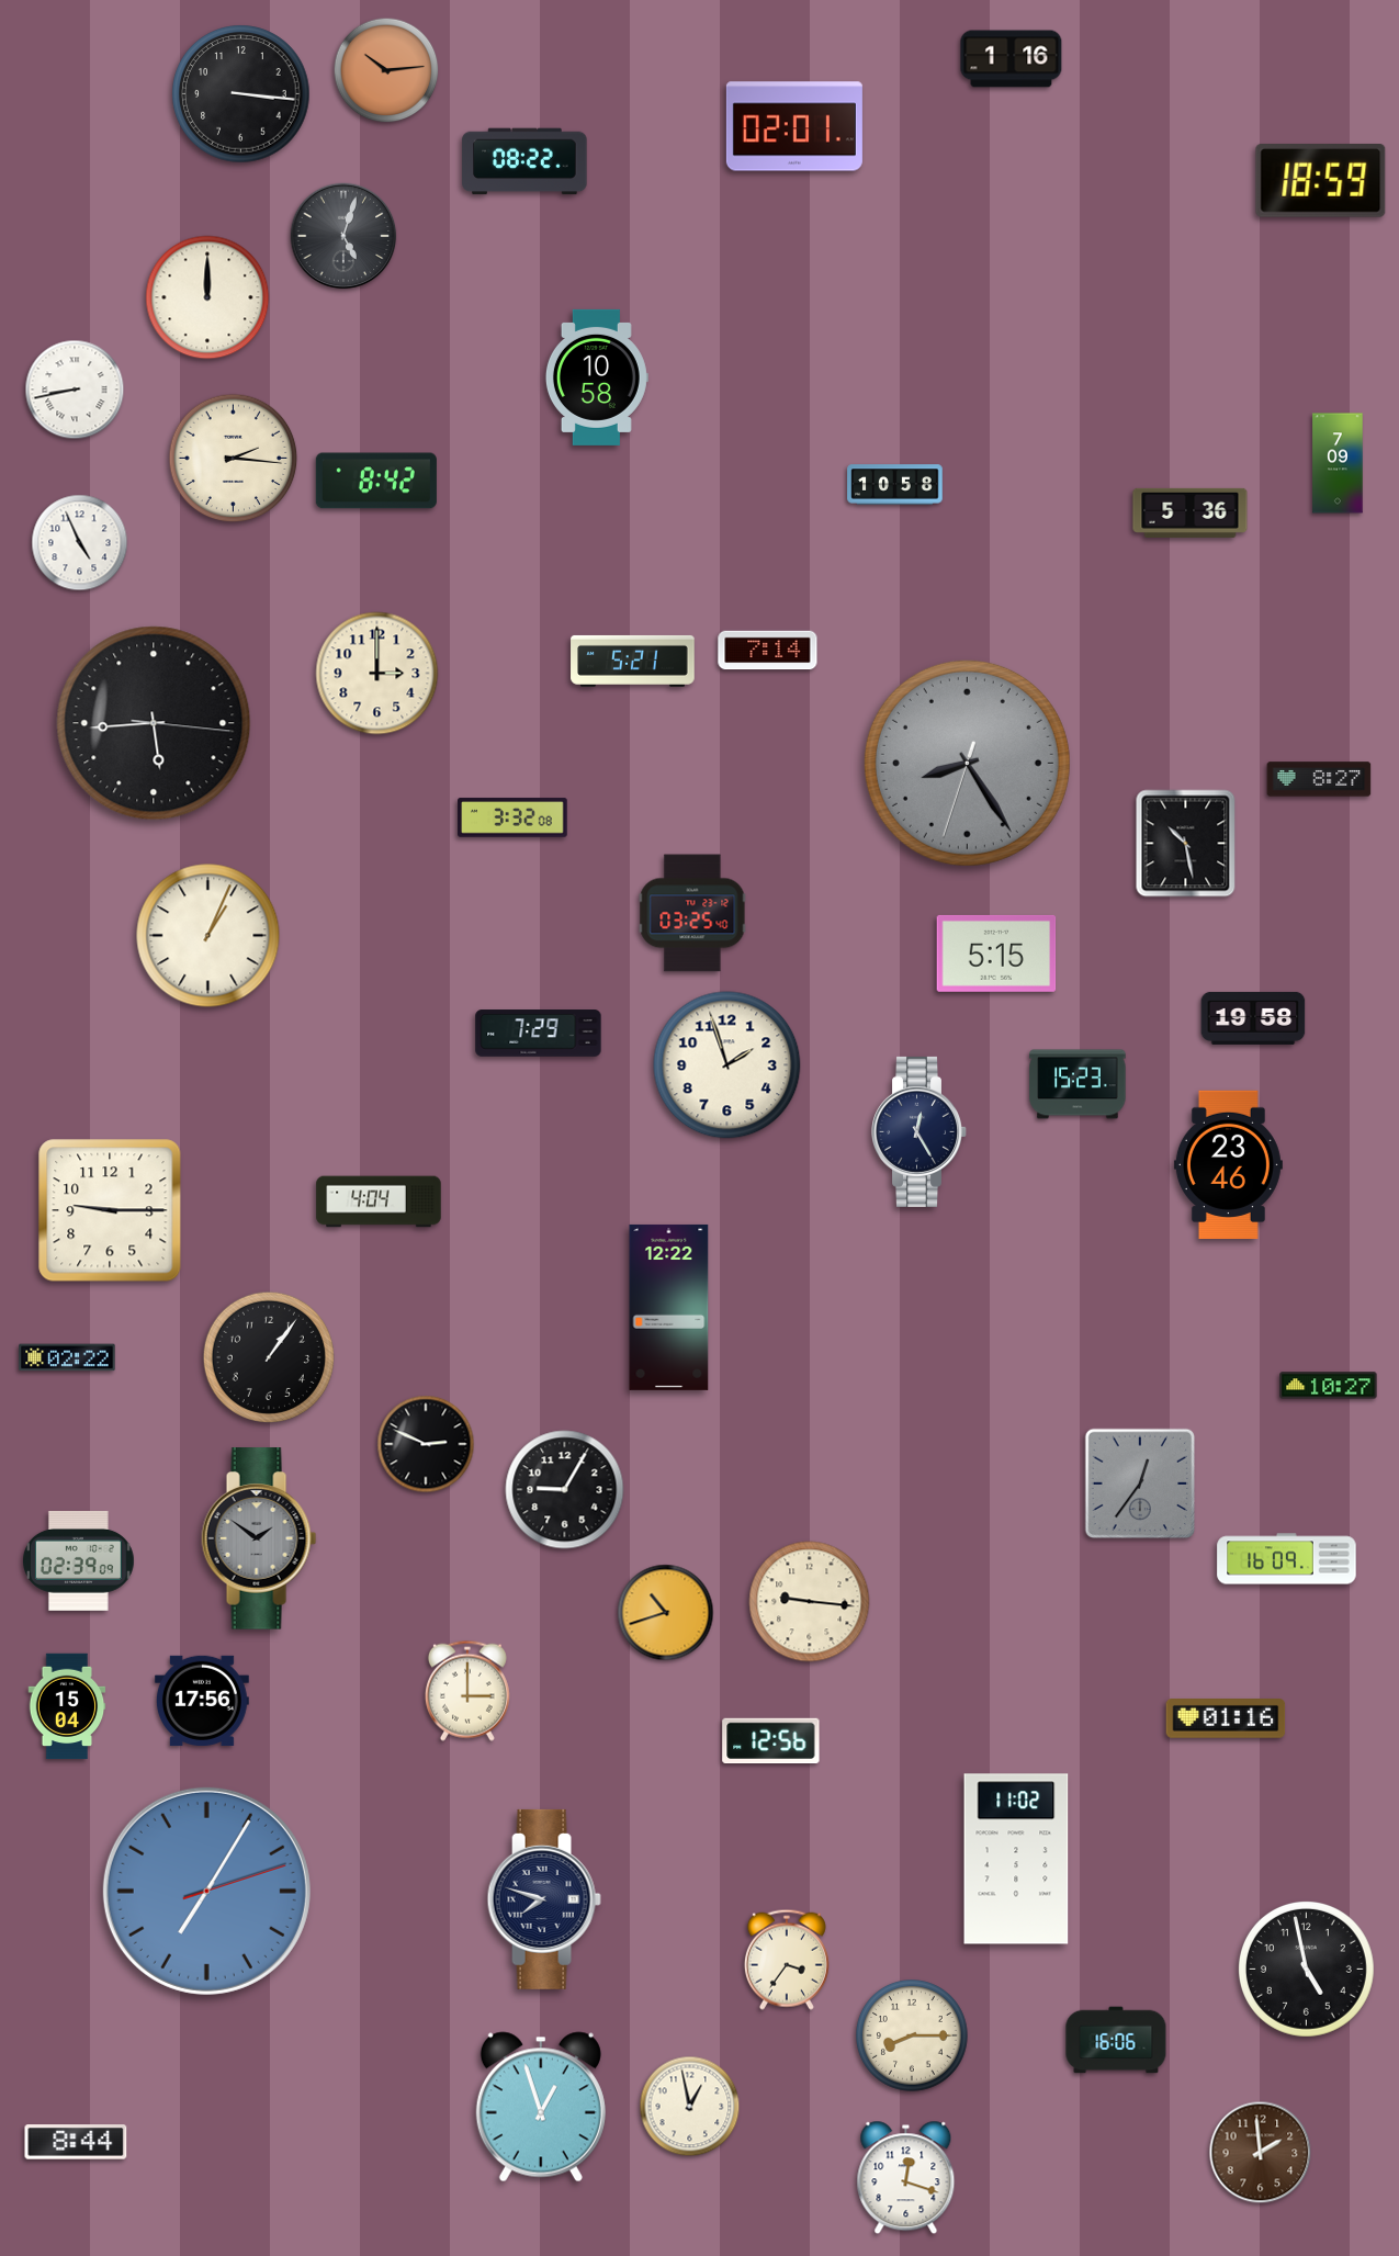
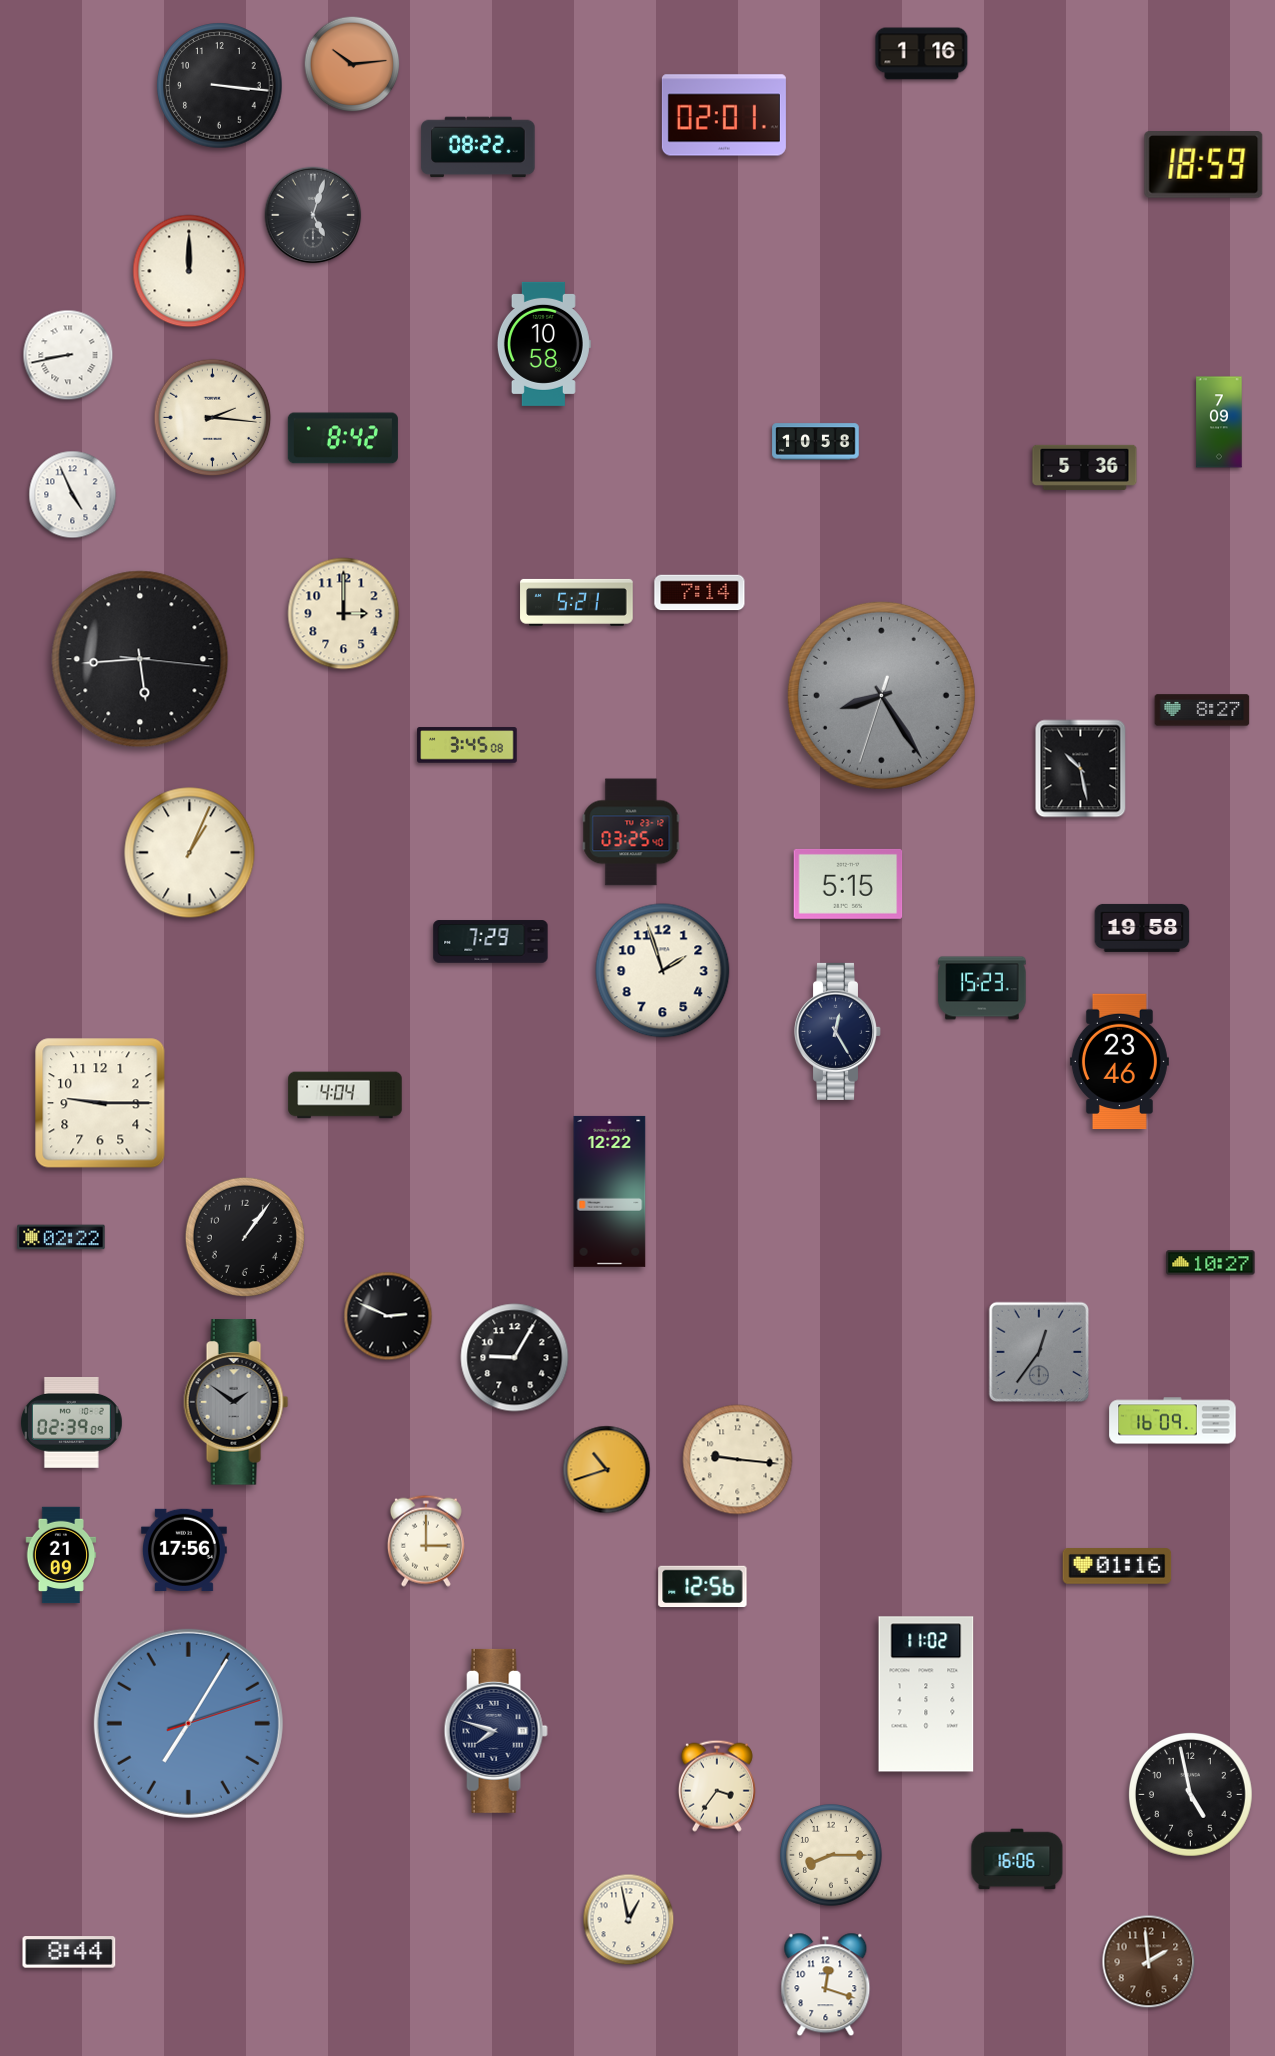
clock at (512, 817): 3:32 -> 3:45
clock at (996, 954) position: (996, 954) -> (848, 884)
clock at (67, 1706): 15:04 -> 21:09
clock at (541, 2107): 12:57 -> none
